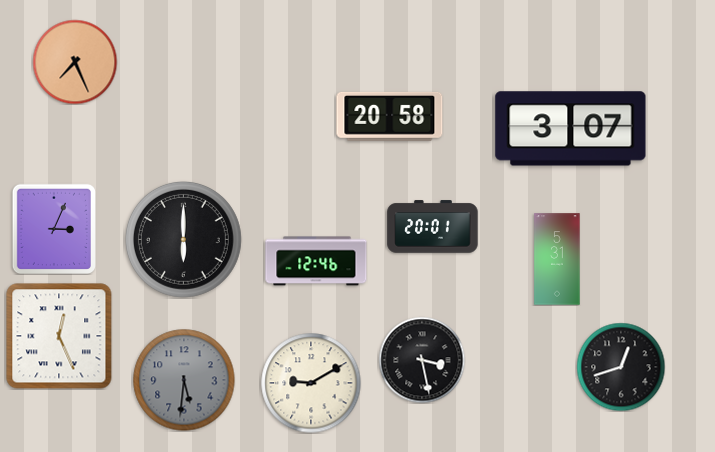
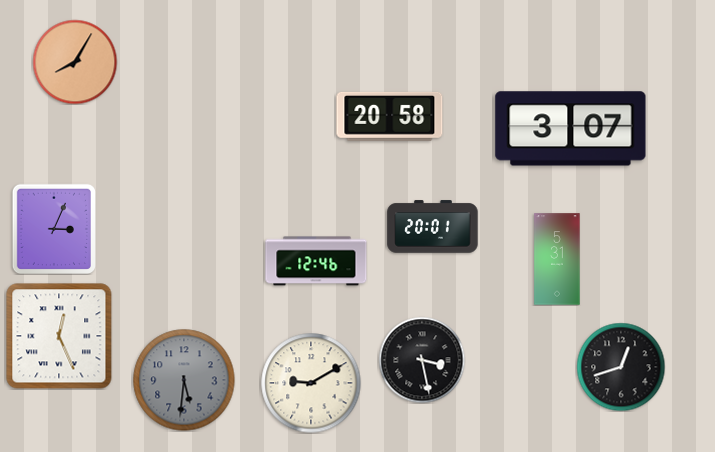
clock at (75, 62): 7:26 -> 8:05
clock at (183, 239): 6:00 -> none
